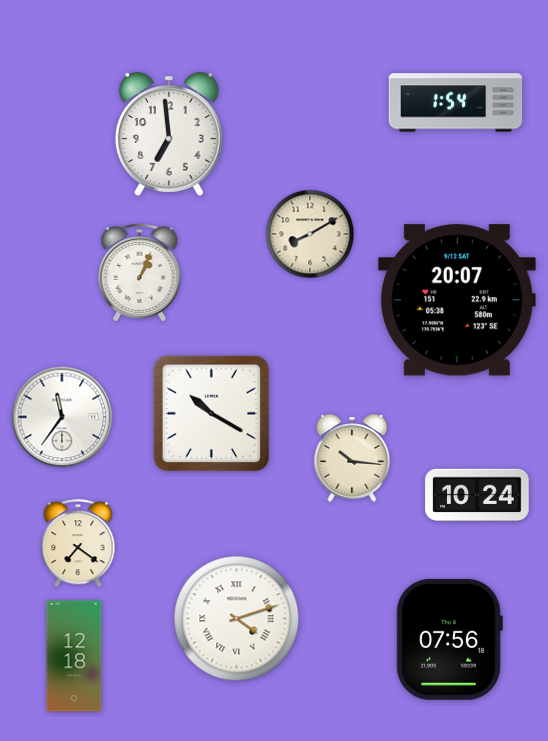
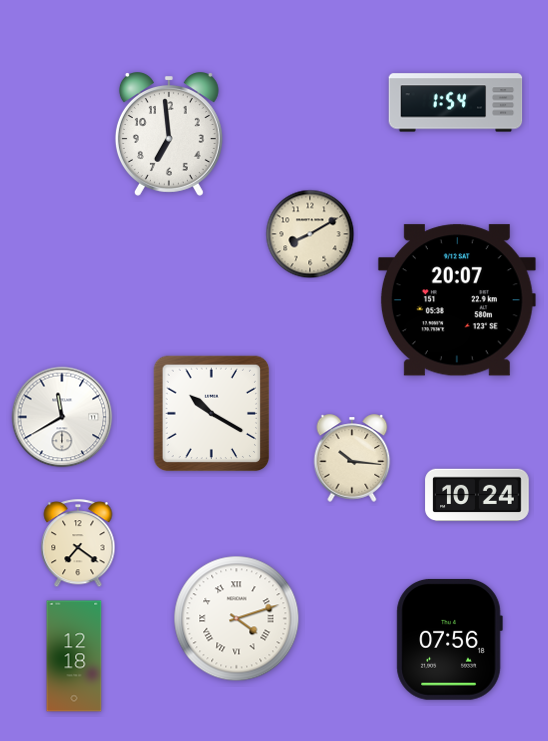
clock at (140, 272): 1:04 -> none
clock at (62, 417): 11:36 -> 11:40
